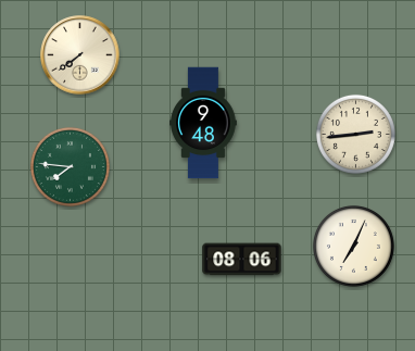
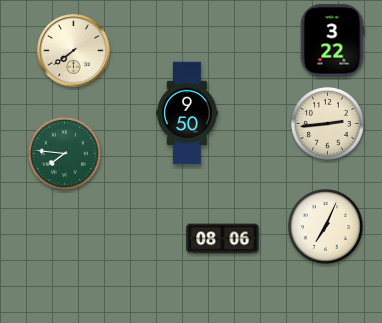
clock at (332, 41): none -> 3:22
clock at (203, 123): 9:48 -> 9:50
